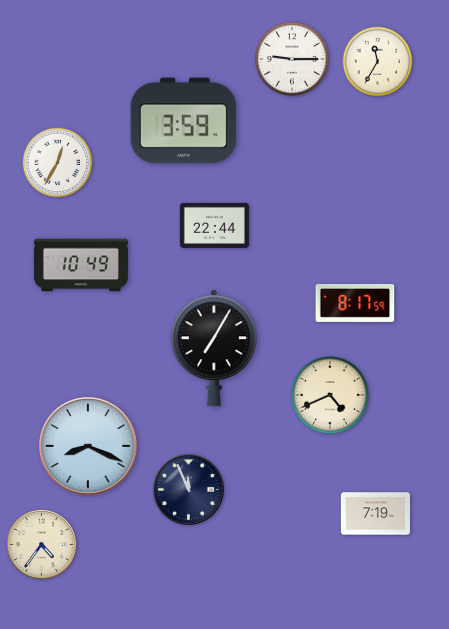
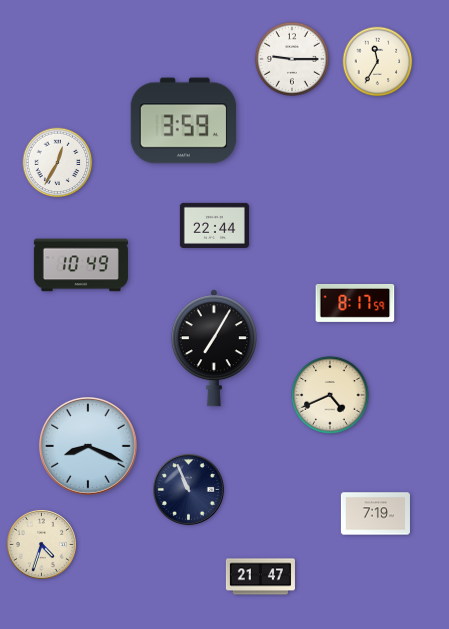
clock at (189, 490): 11:56 -> 10:56
clock at (41, 544): 4:36 -> 4:33
clock at (260, 577): none -> 21:47
